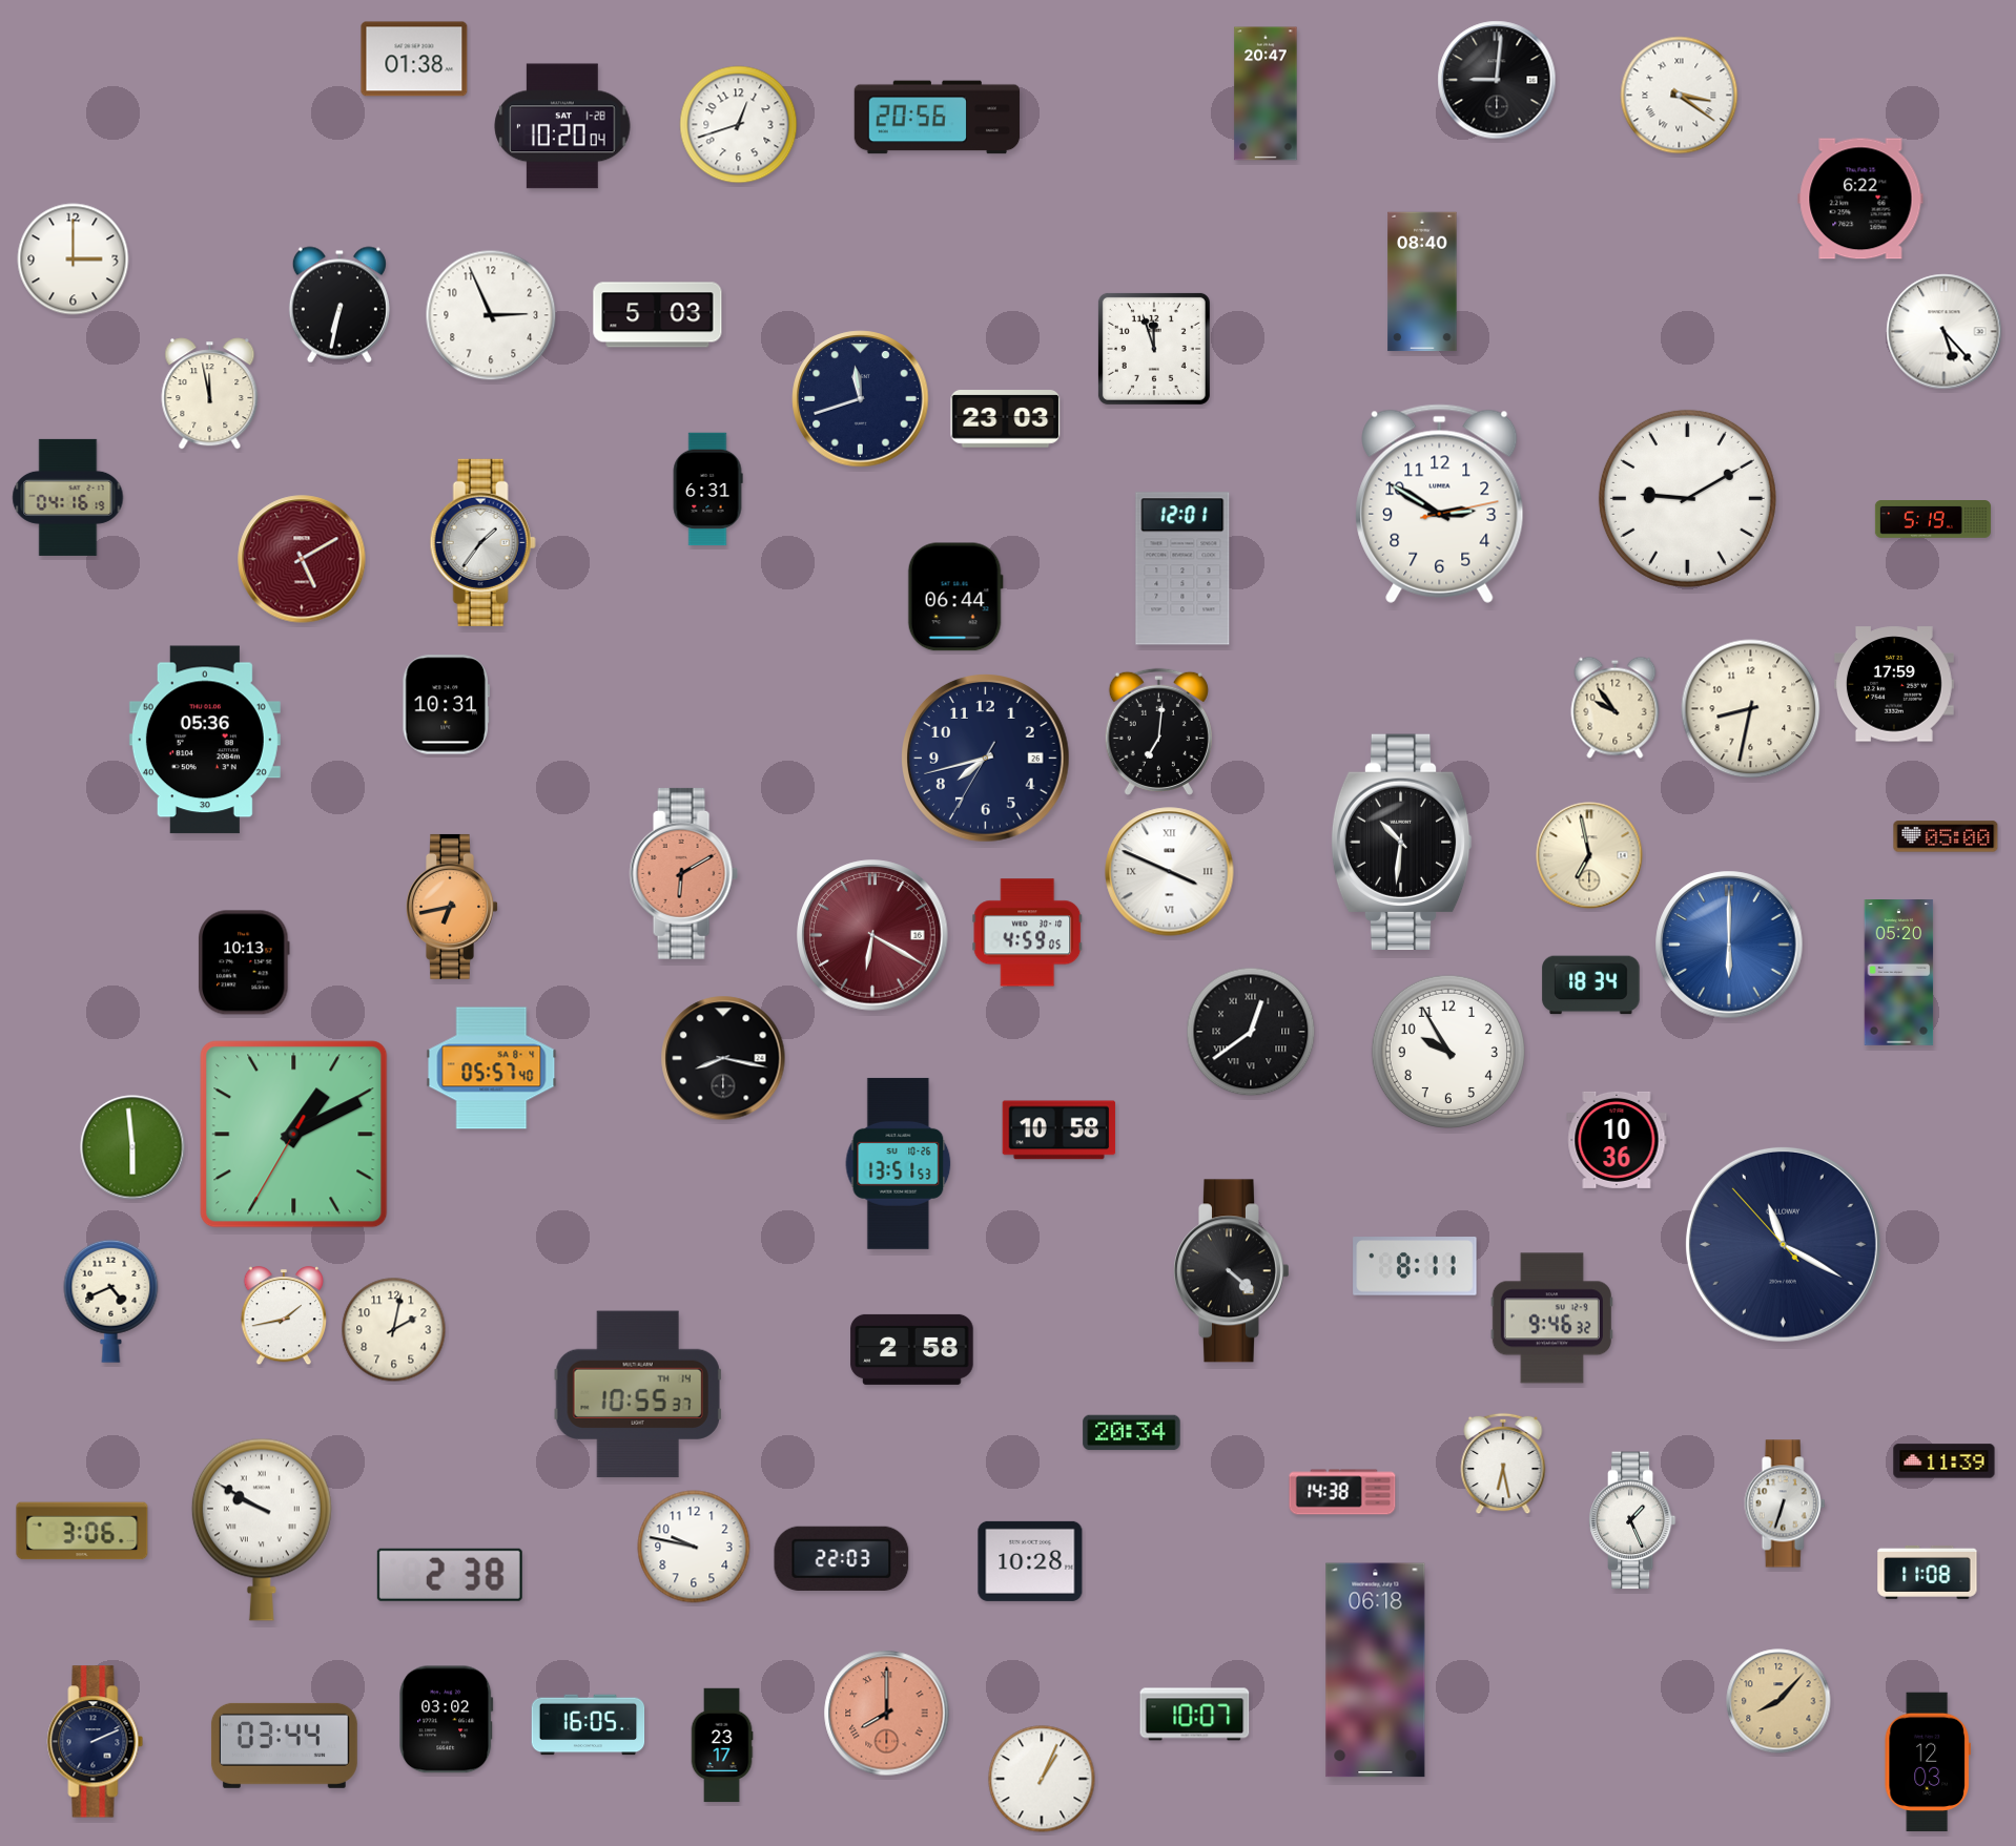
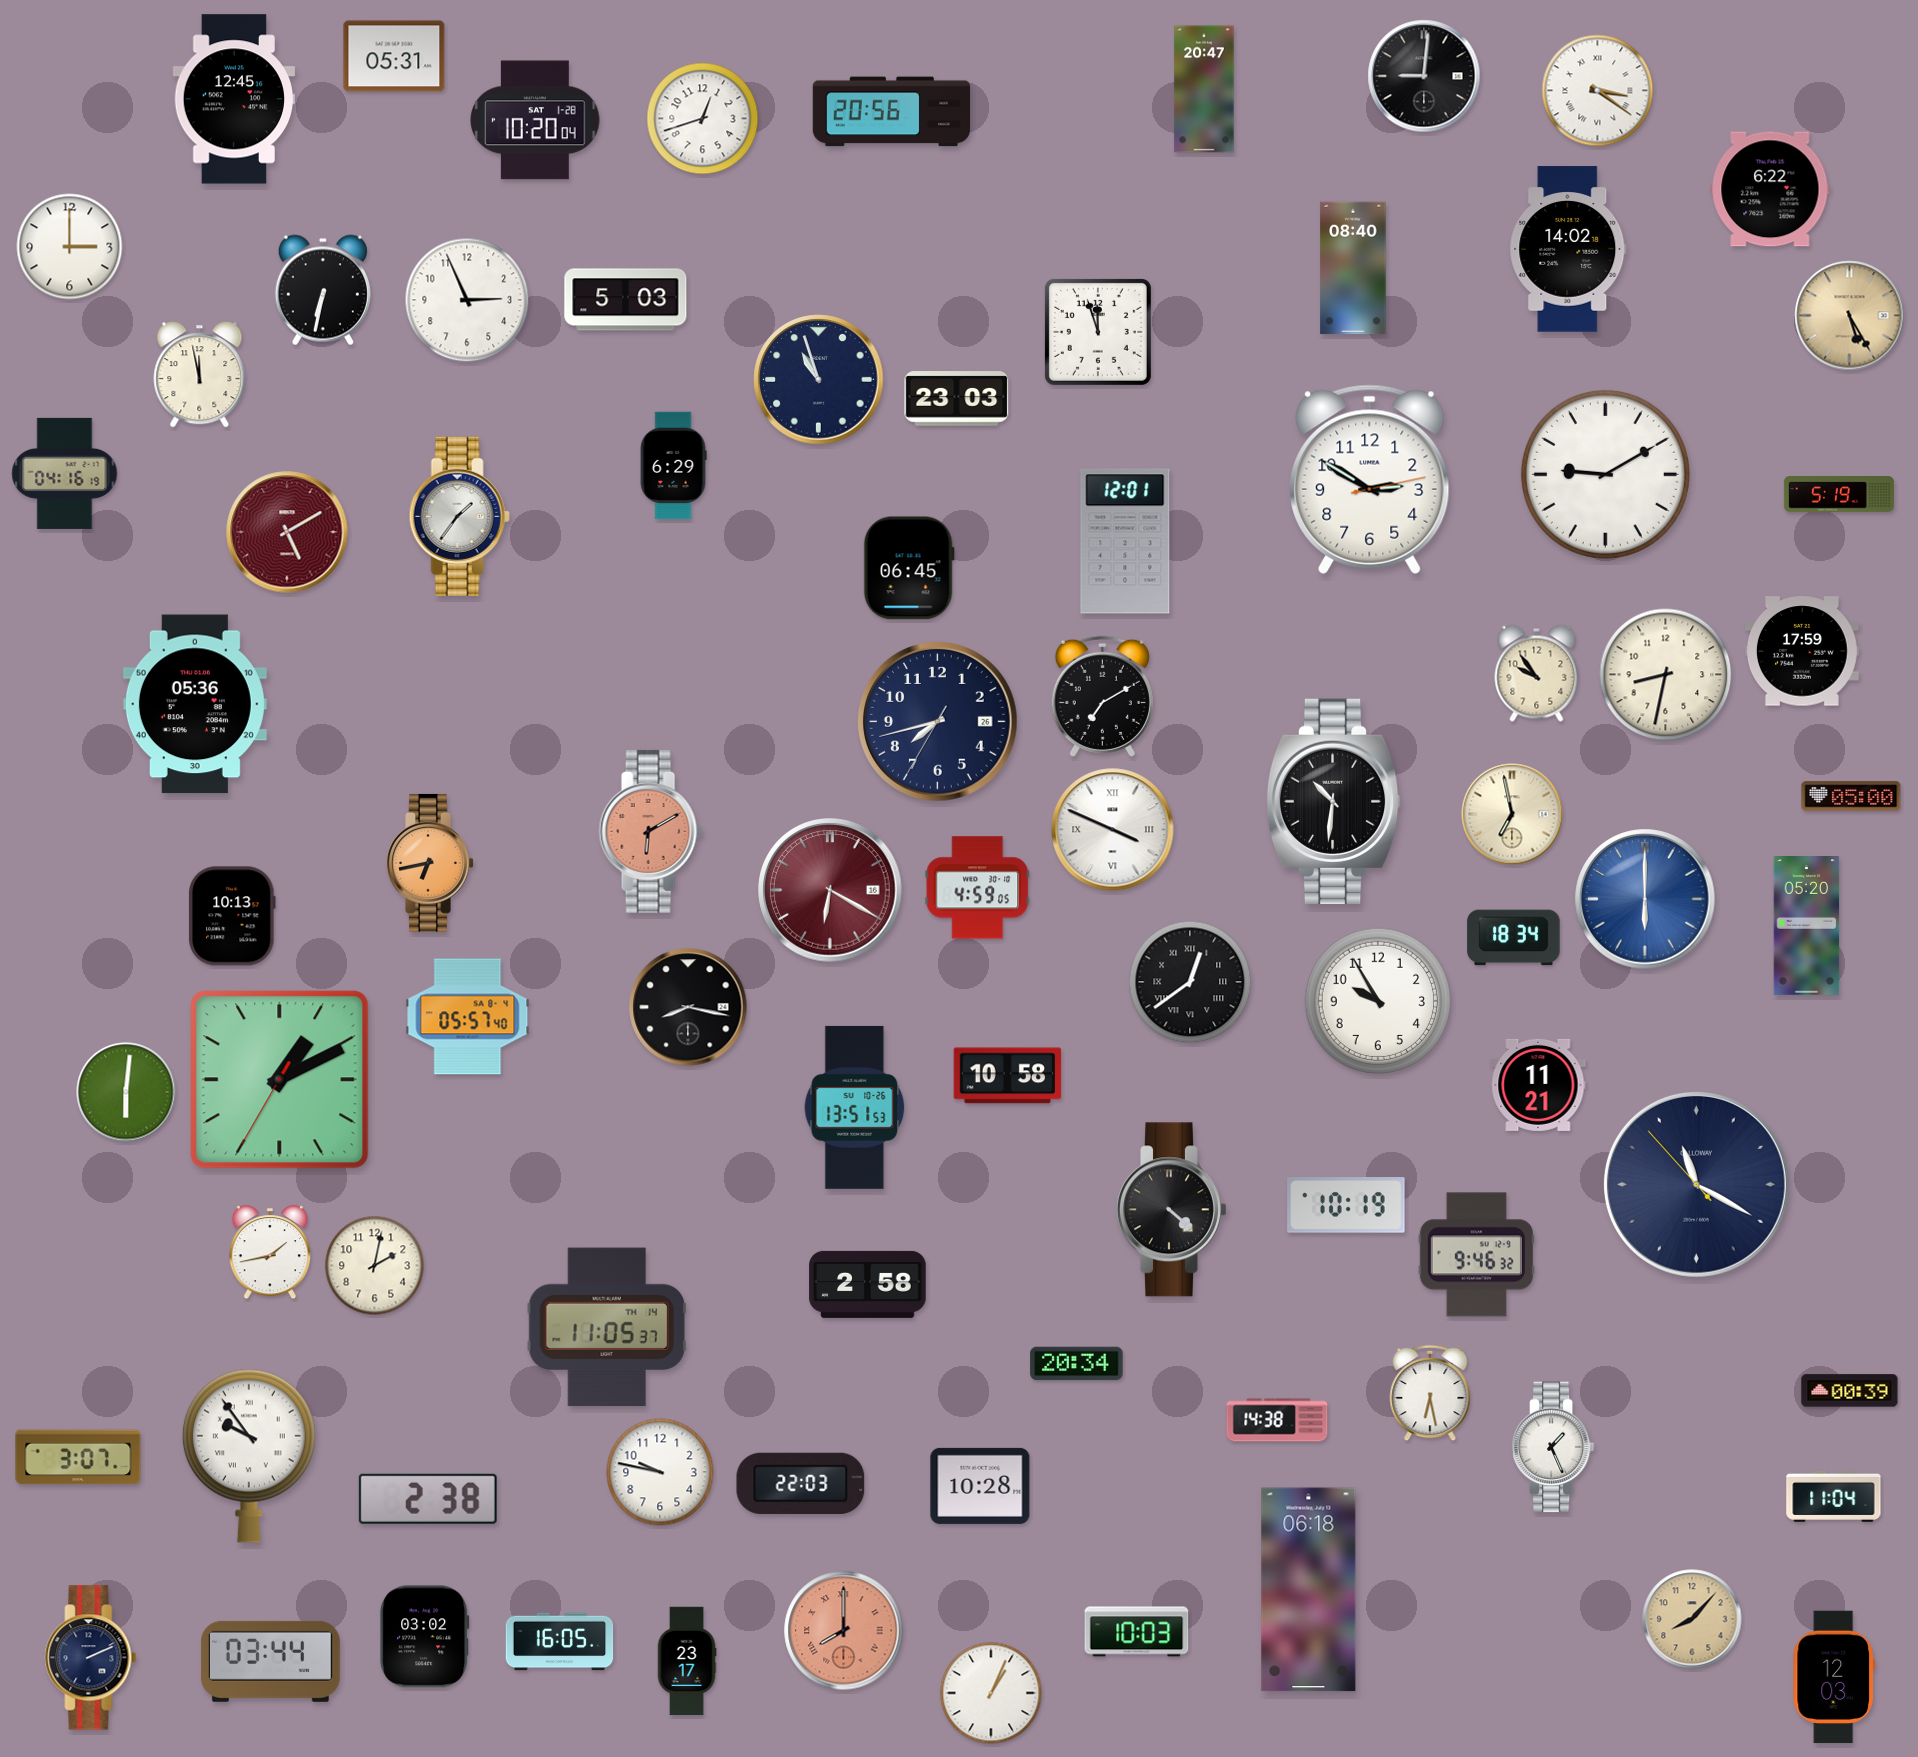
clock at (414, 59): 01:38 -> 05:31
clock at (233, 99): none -> 12:45
clock at (1568, 249): none -> 14:02
clock at (1945, 332): 5:23 -> 5:25
clock at (1945, 332) dial: white -> champagne
clock at (861, 399): 11:42 -> 10:57
clock at (707, 490): 6:31 -> 6:29
clock at (955, 597): 06:44 -> 06:45
clock at (446, 705): 10:31 -> none
clock at (1158, 731): 7:01 -> 7:10
clock at (1617, 1140): 10:36 -> 11:21
clock at (132, 1147): 5:59 -> 6:01
clock at (1415, 1266): 8:11 -> 10:19
clock at (111, 1301): 4:41 -> none
clock at (638, 1394): 10:55 -> 11:05
clock at (1945, 1461): 11:39 -> 00:39
clock at (1785, 1503): 6:33 -> none
clock at (262, 1530): 9:50 -> 9:54
clock at (82, 1531): 3:06 -> 3:07
clock at (1928, 1572): 11:08 -> 11:04
clock at (1195, 1715): 10:07 -> 10:03
